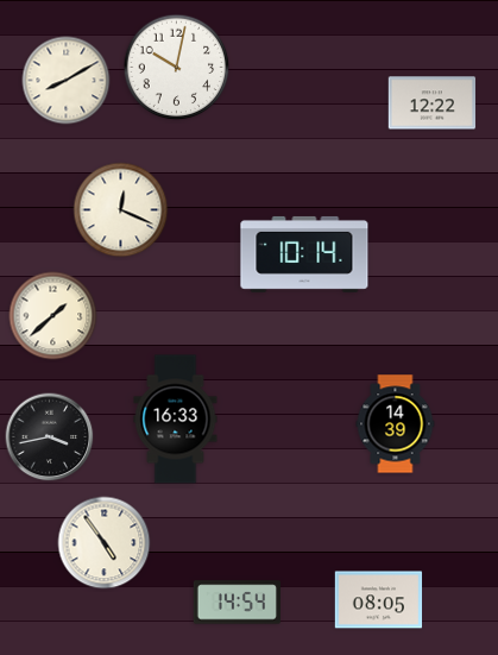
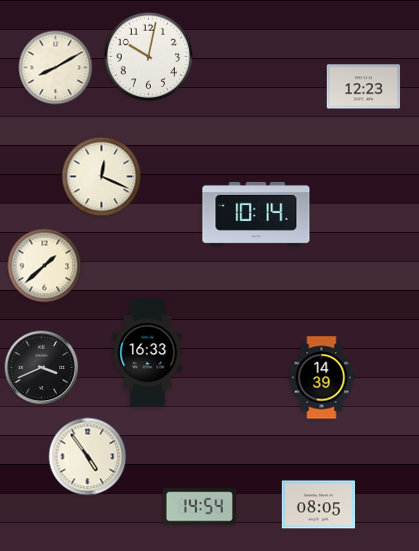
clock at (433, 103): 12:22 -> 12:23
clock at (396, 424) position: (396, 424) -> (322, 378)
clock at (50, 437): 3:43 -> 3:41
